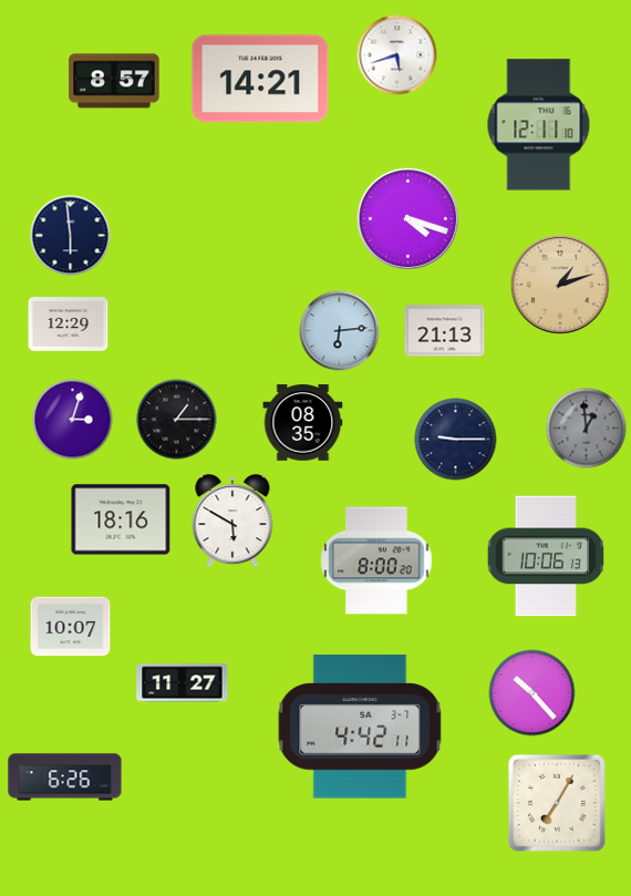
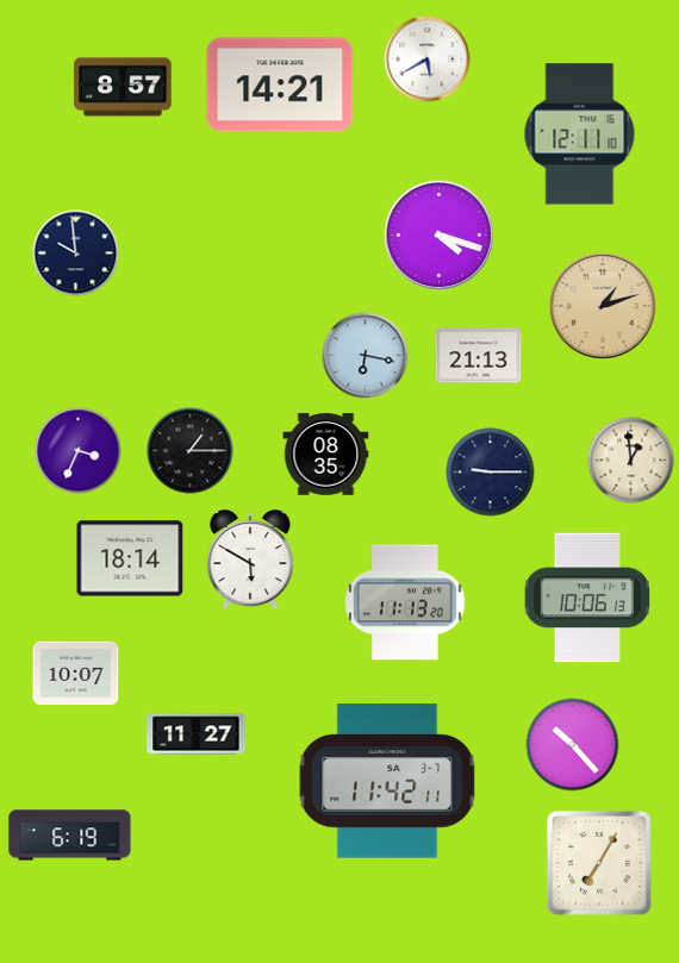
clock at (397, 55): 5:42 -> 5:40
clock at (71, 236): 5:59 -> 9:59
clock at (69, 325): 12:29 -> none
clock at (340, 331): 6:14 -> 6:17
clock at (73, 420): 3:03 -> 3:34
clock at (587, 429) dial: grey -> cream
clock at (121, 519): 18:16 -> 18:14
clock at (376, 560): 8:00 -> 11:13
clock at (360, 727): 4:42 -> 11:42
clock at (65, 777): 6:26 -> 6:19
